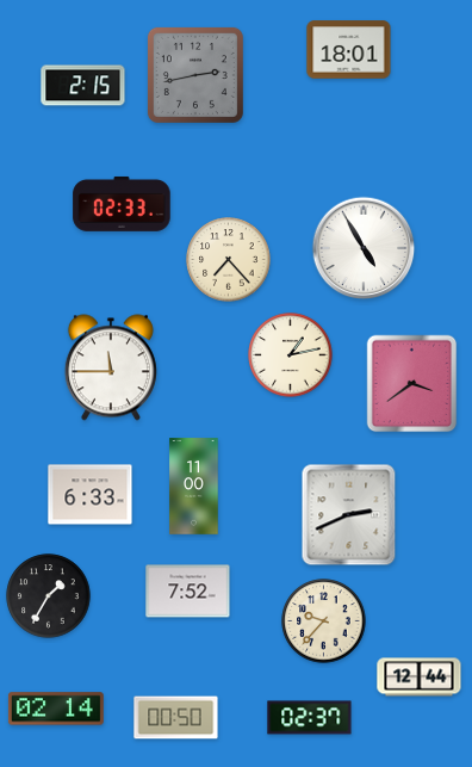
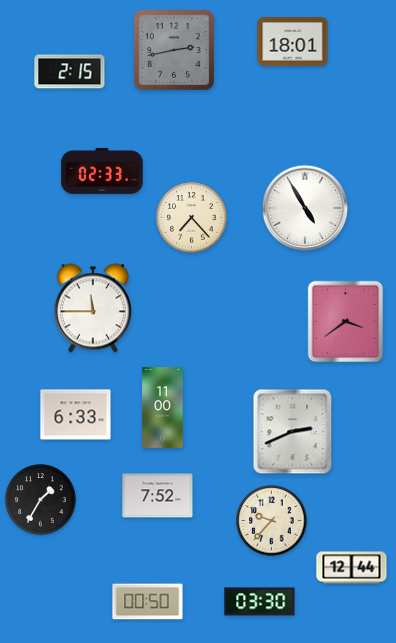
clock at (195, 75) position: (195, 75) -> (174, 50)
clock at (291, 355): 1:13 -> none
clock at (56, 709): 02:14 -> none
clock at (310, 718): 02:37 -> 03:30
